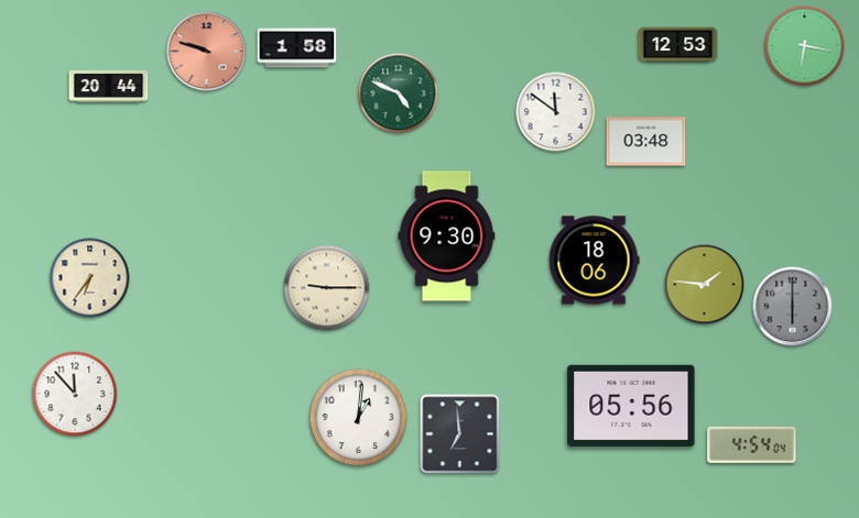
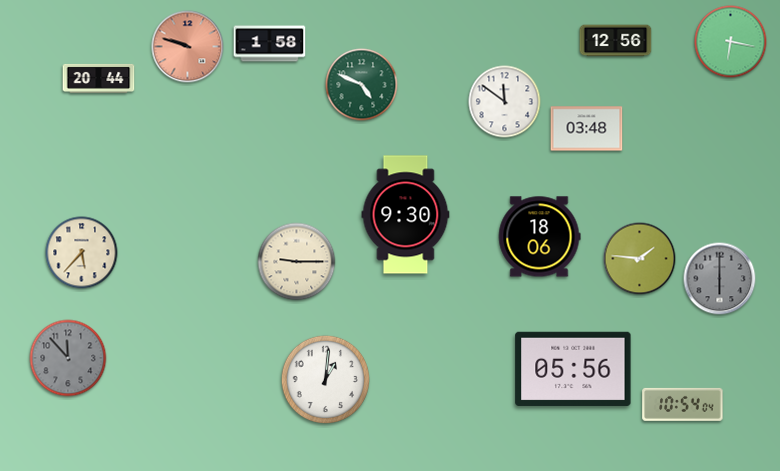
clock at (678, 45): 12:53 -> 12:56
clock at (90, 278): 6:36 -> 5:37
clock at (75, 394) dial: white -> grey
clock at (460, 434): 6:59 -> none
clock at (752, 444): 4:54 -> 10:54
